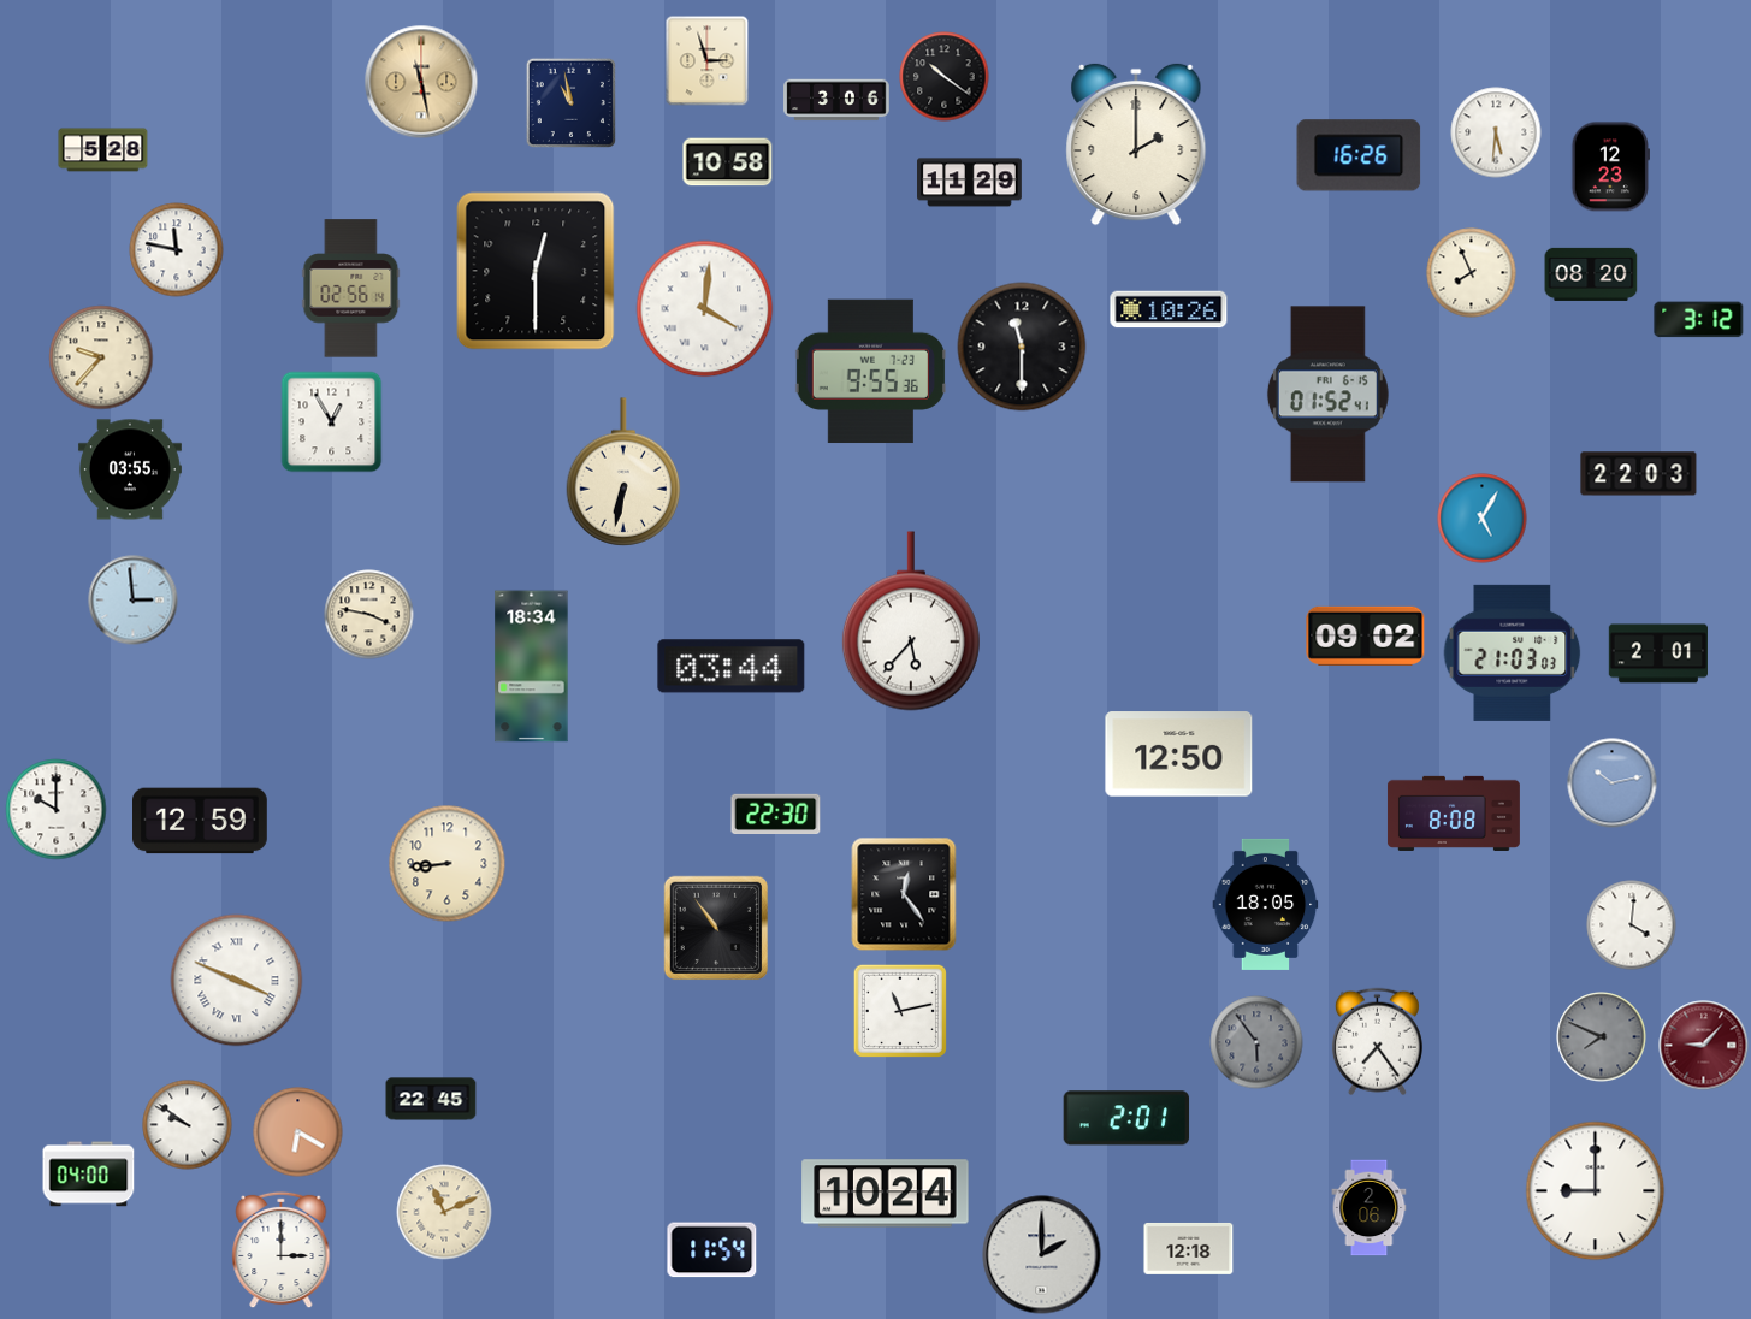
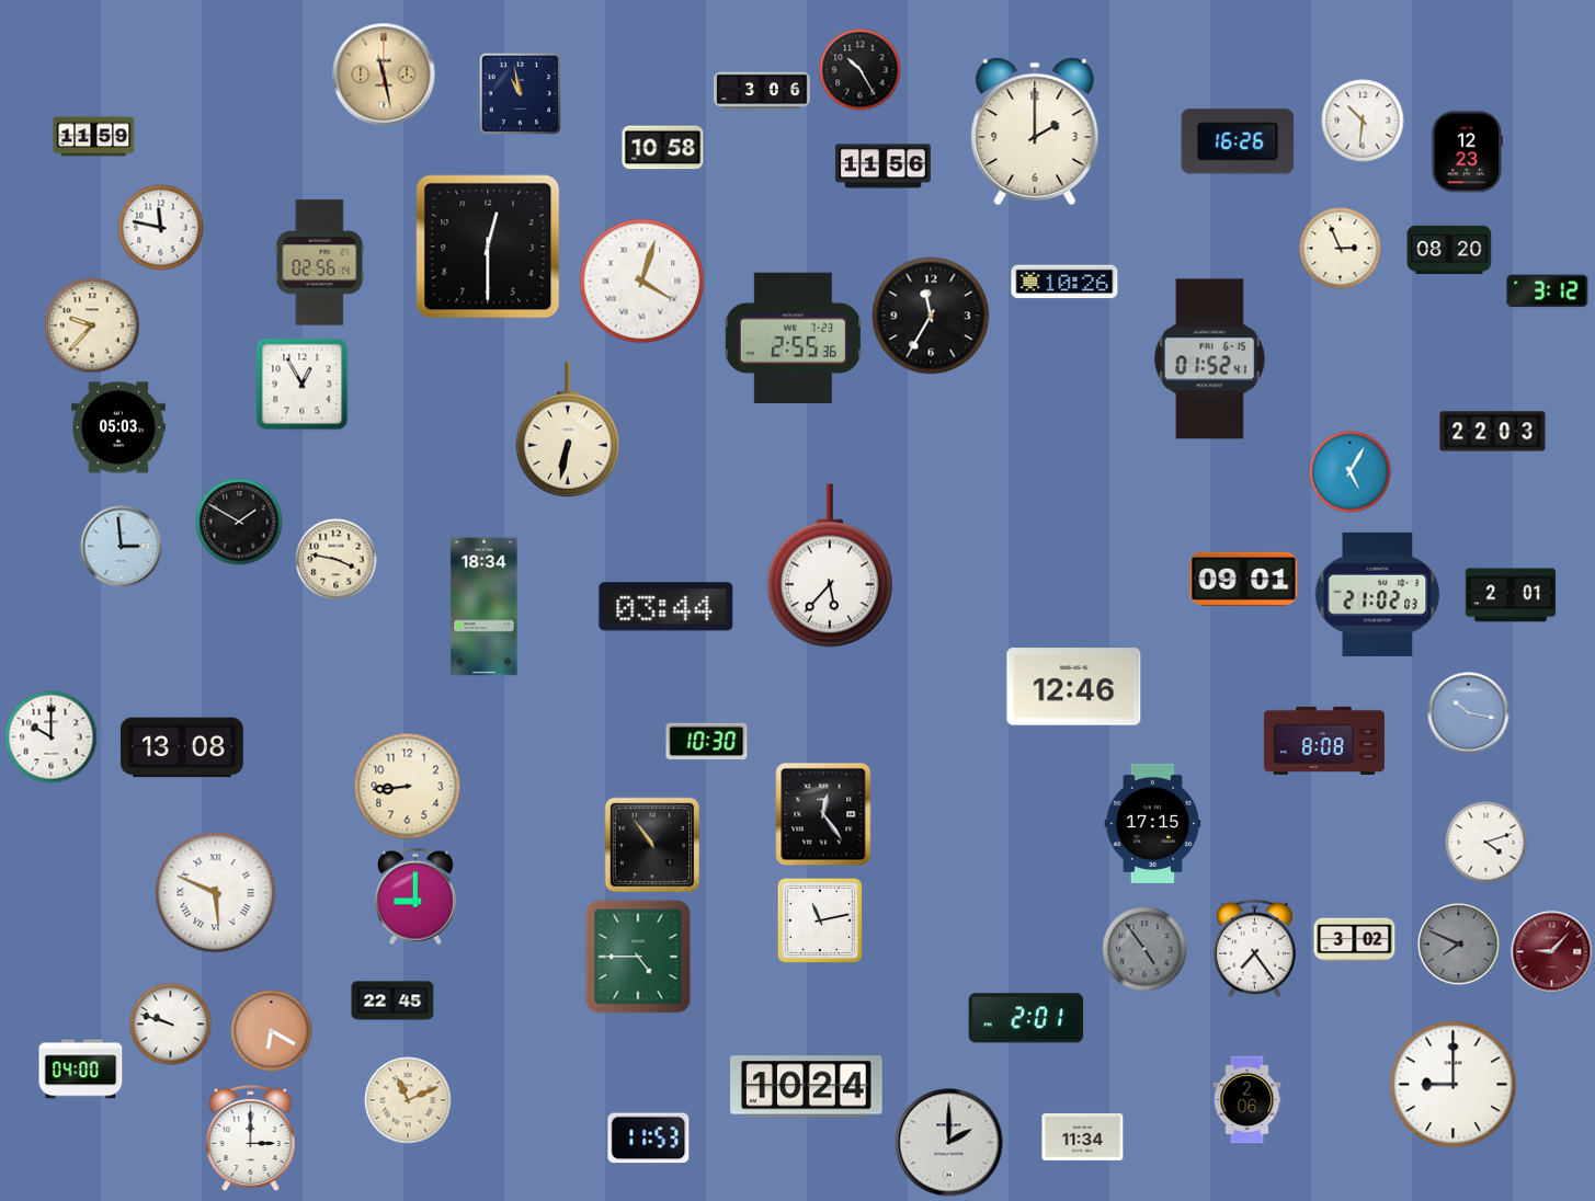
clock at (708, 61): 2:57 -> none
clock at (945, 77): 10:21 -> 10:25
clock at (1496, 132): 5:31 -> 10:31
clock at (103, 150): 5:28 -> 11:59
clock at (970, 183): 11:29 -> 11:56
clock at (1472, 273): 7:56 -> 2:56
clock at (705, 309): 4:01 -> 4:03
clock at (1022, 347): 11:30 -> 11:35
clock at (870, 372): 9:55 -> 2:55
clock at (130, 469): 03:55 -> 05:03
clock at (239, 522): none -> 1:50
clock at (1366, 635): 09:02 -> 09:01
clock at (1513, 652): 21:03 -> 21:02
clock at (1179, 755): 12:50 -> 12:46
clock at (1613, 783): 10:13 -> 10:17
clock at (776, 814): 22:30 -> 10:30
clock at (201, 821): 12:59 -> 13:08
clock at (1266, 904): 18:05 -> 17:15
clock at (1632, 925): 4:01 -> 4:12
clock at (237, 981): 3:49 -> 5:49
clock at (415, 896): none -> 9:00
clock at (1355, 940): none -> 3:02
clock at (1256, 1042): 5:54 -> 4:54
clock at (638, 957): none -> 4:45
clock at (188, 1125): 9:51 -> 9:48
clock at (444, 1212) position: (444, 1212) -> (408, 1100)
clock at (1189, 1248): 12:18 -> 11:34
clock at (282, 1250) position: (282, 1250) -> (251, 1139)
clock at (712, 1250): 11:54 -> 11:53
